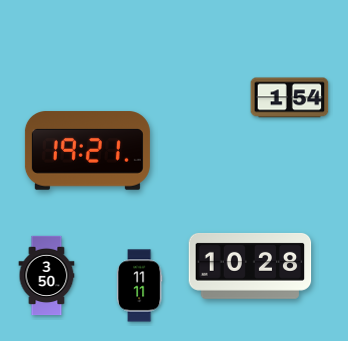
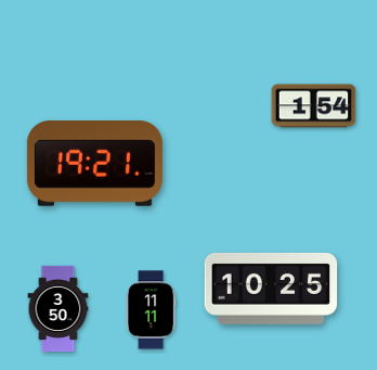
clock at (250, 266): 10:28 -> 10:25
clock at (47, 276) position: (47, 276) -> (58, 309)
